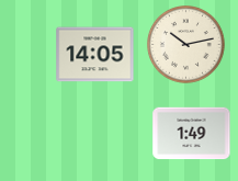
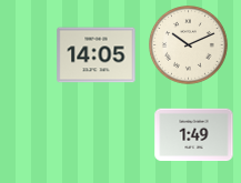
clock at (186, 45): 10:13 -> 10:11
